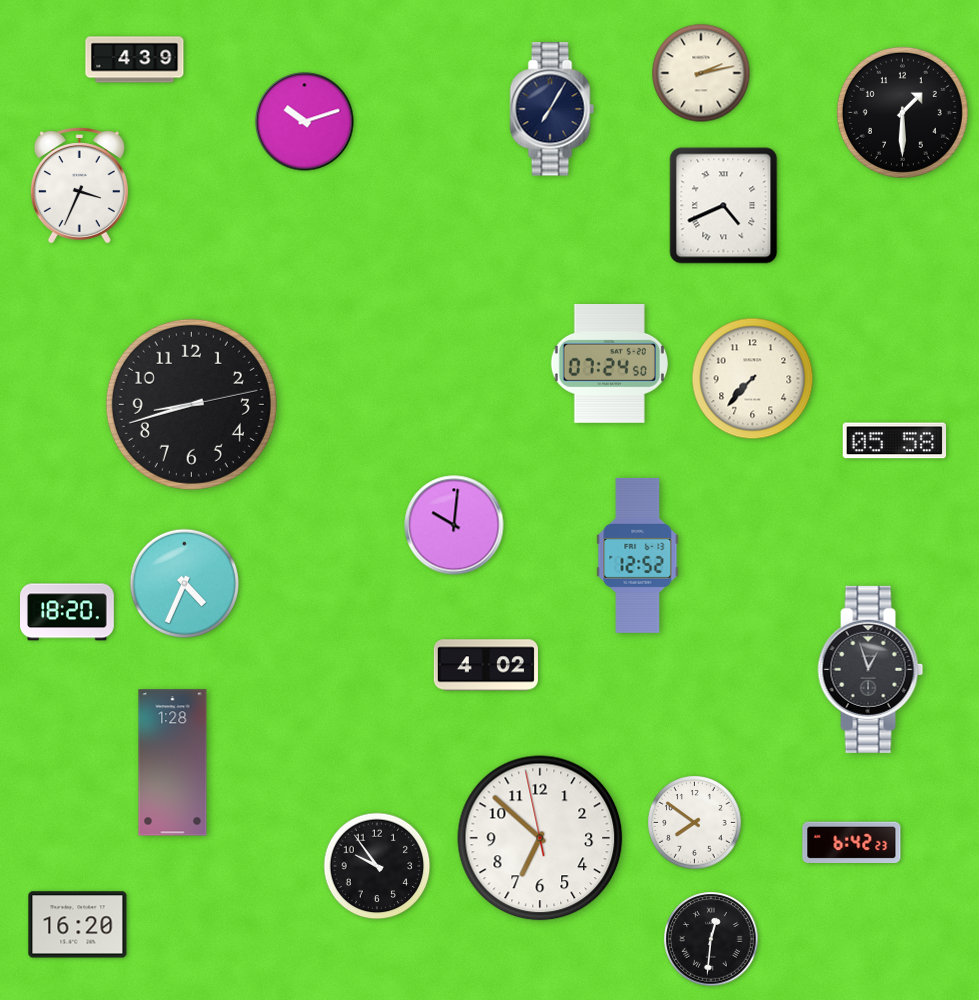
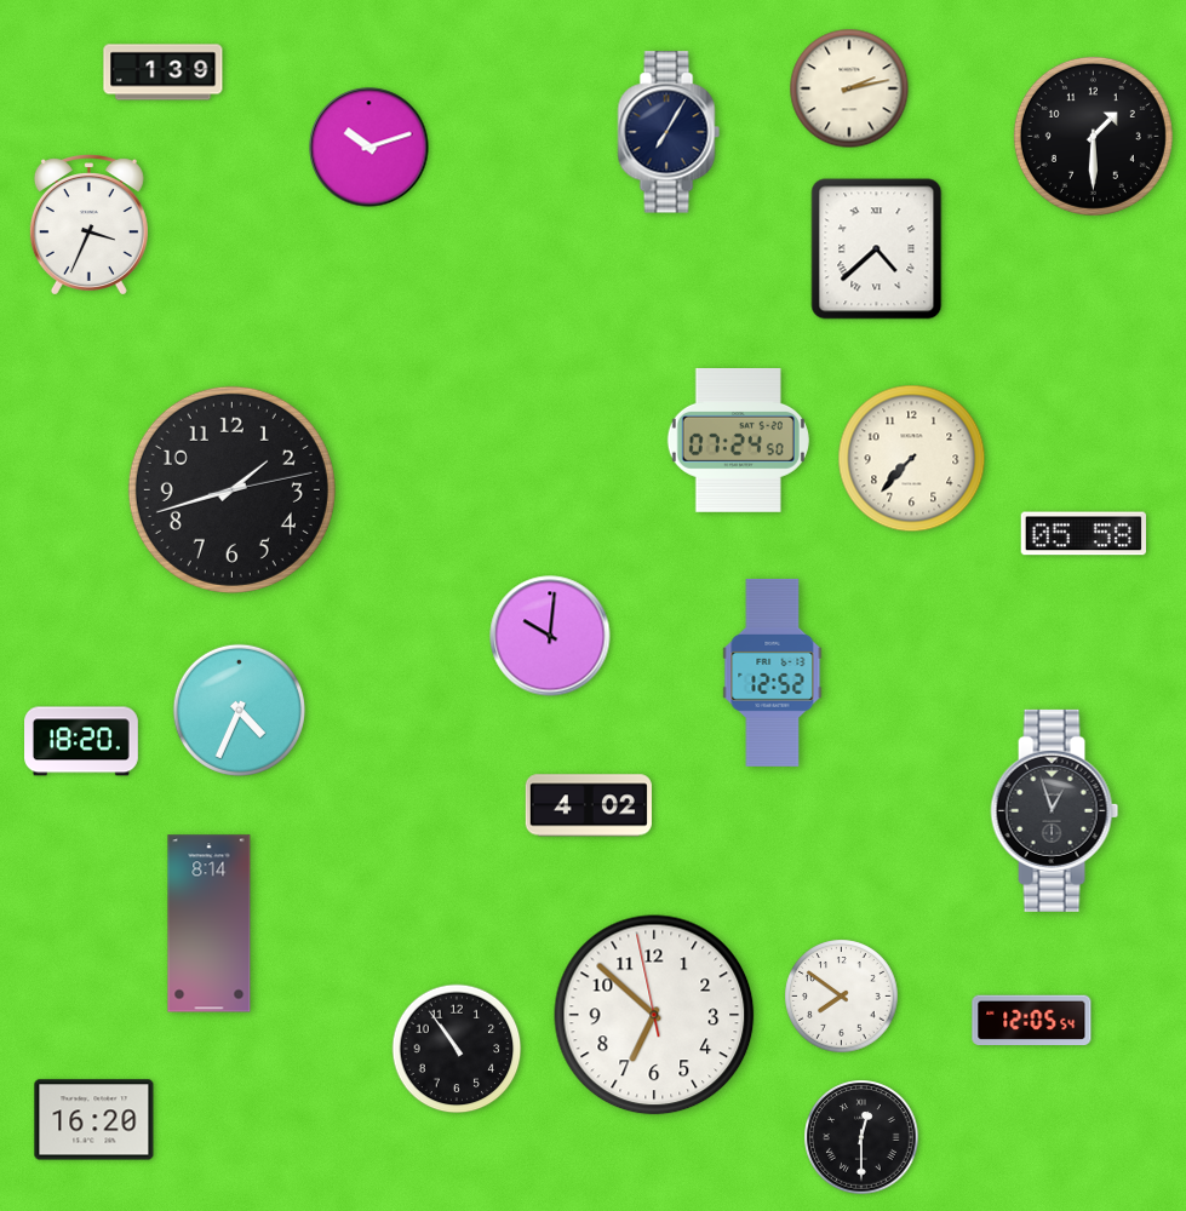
clock at (135, 60): 4:39 -> 1:39
clock at (79, 186) position: (79, 186) -> (88, 225)
clock at (724, 206): 4:41 -> 4:38
clock at (191, 404): 8:42 -> 1:42
clock at (184, 583) position: (184, 583) -> (239, 710)
clock at (173, 763): 1:28 -> 8:14
clock at (852, 843): 6:42 -> 12:05
clock at (377, 866): 9:54 -> 10:54
clock at (711, 939): 12:31 -> 12:30
